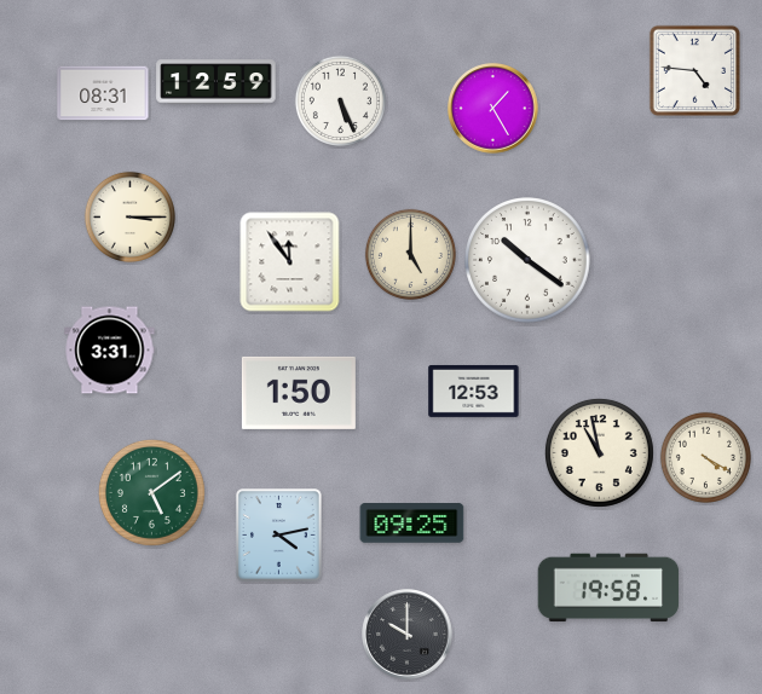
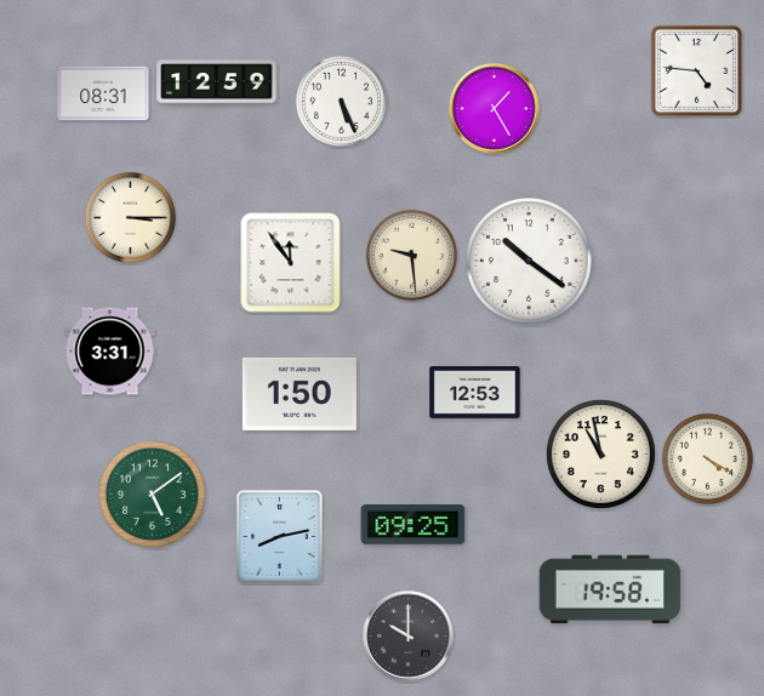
clock at (410, 254): 5:00 -> 9:29
clock at (279, 536): 4:13 -> 8:13
